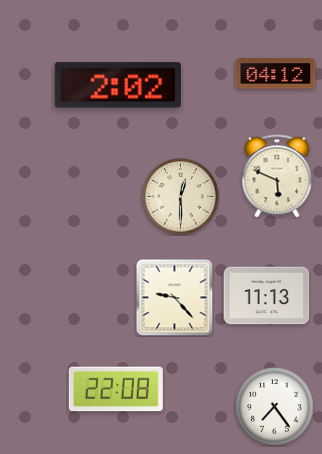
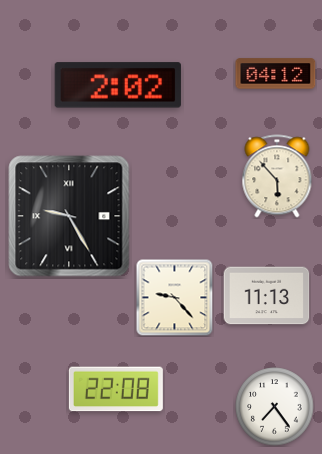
clock at (277, 176): 5:49 -> 5:53
clock at (181, 197): 12:30 -> none
clock at (69, 216): none -> 9:25
